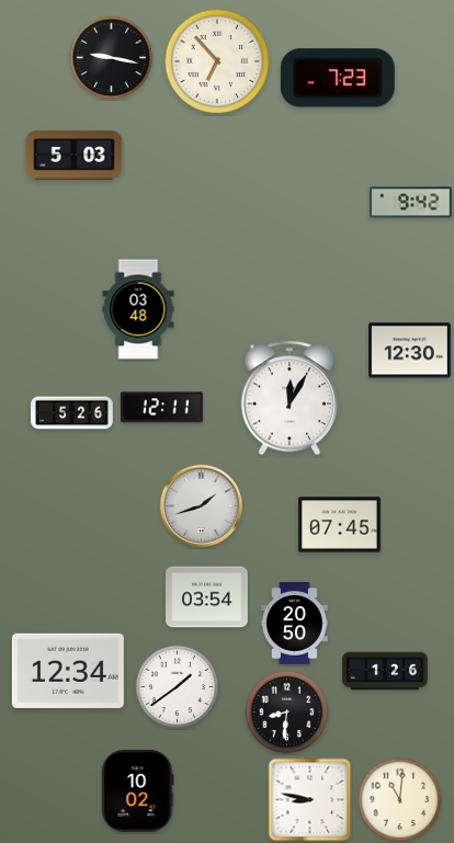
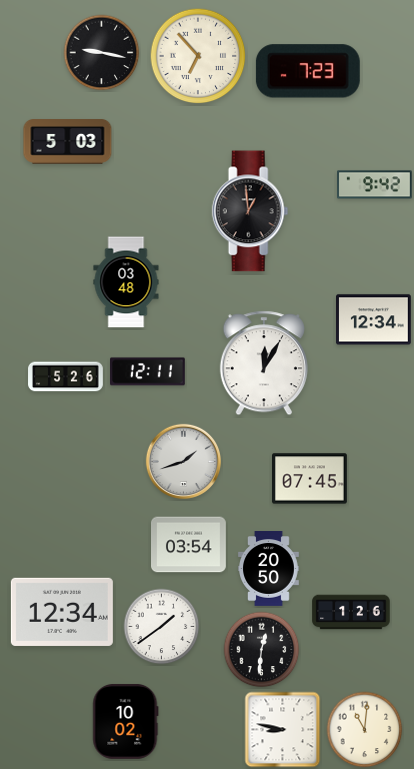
clock at (250, 211): none -> 12:59
clock at (410, 351): 12:30 -> 12:34
clock at (287, 713): 8:31 -> 12:31
